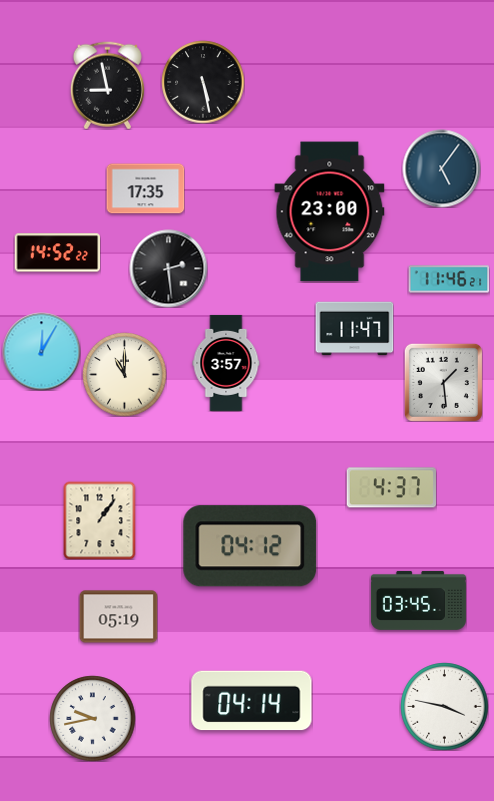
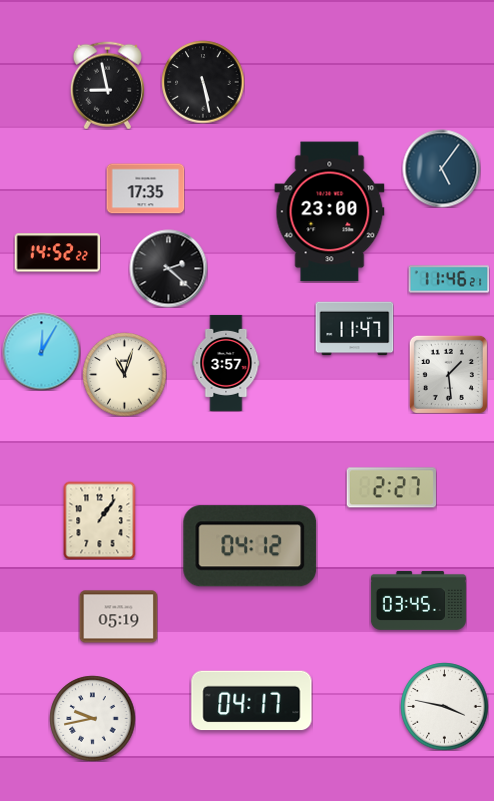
clock at (168, 268): 2:29 -> 2:22
clock at (124, 374): 11:00 -> 11:03
clock at (443, 382) position: (443, 382) -> (448, 374)
clock at (391, 488): 4:37 -> 2:27
clock at (252, 701): 04:14 -> 04:17
